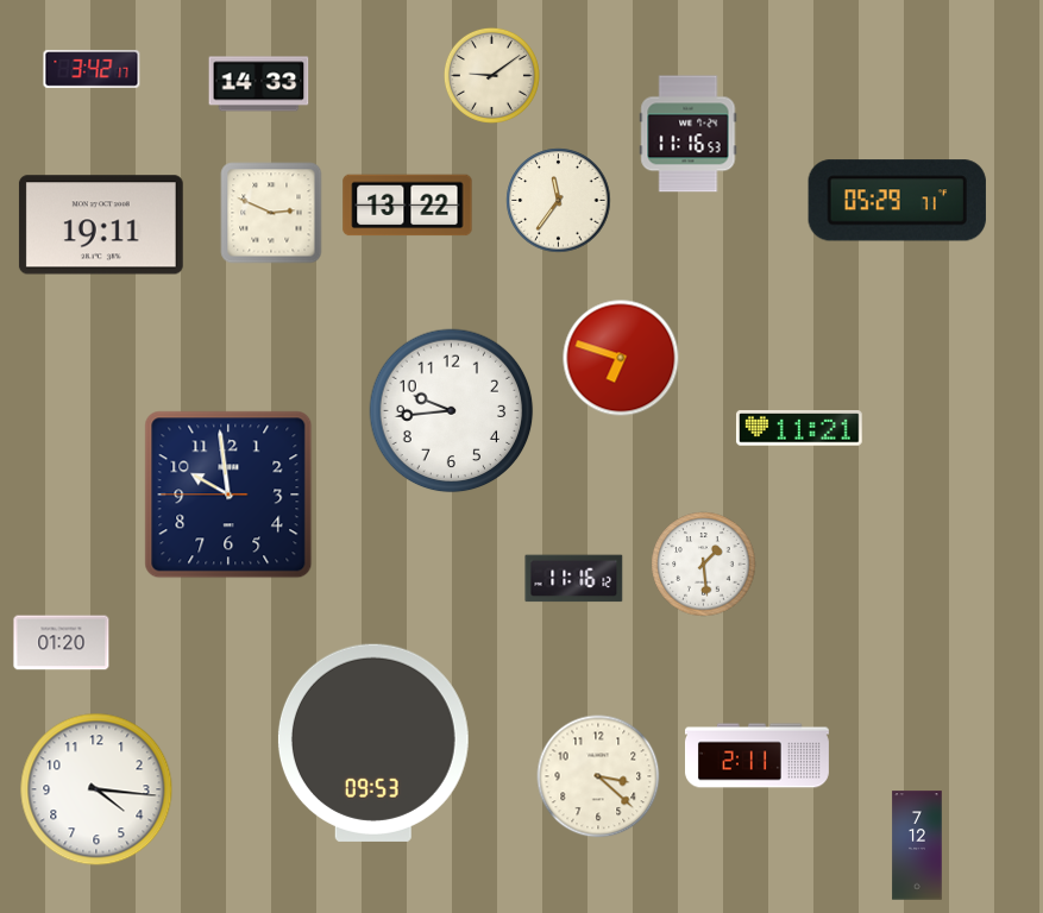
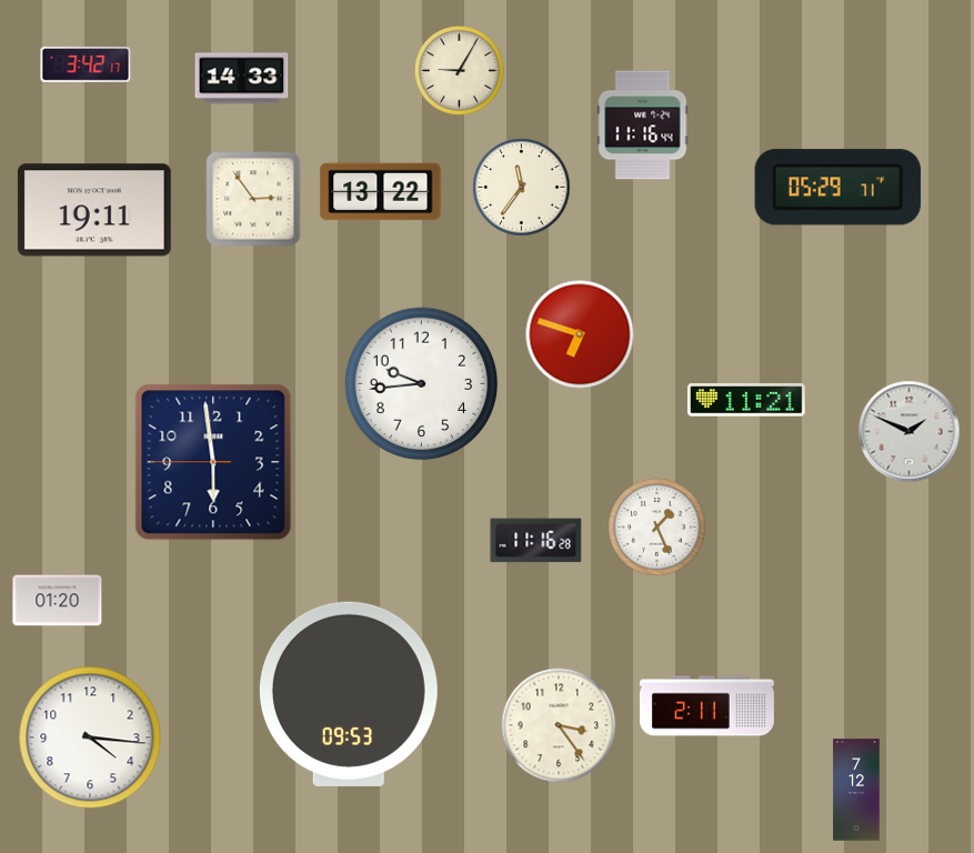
clock at (491, 75): 9:09 -> 9:05
clock at (689, 134): 11:16:53 -> 11:16:44
clock at (271, 213): 2:49 -> 2:54
clock at (910, 432): none -> 1:49
clock at (228, 495): 9:58 -> 5:58
clock at (704, 565): 1:29 -> 1:26
clock at (574, 579): 11:16:12 -> 11:16:28
clock at (598, 776): 3:22 -> 3:24
